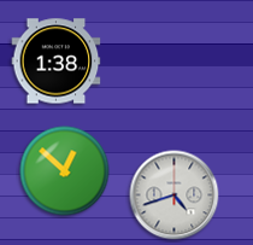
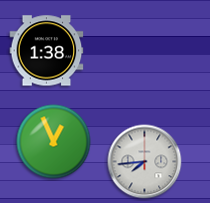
clock at (65, 171): 12:52 -> 12:56
clock at (175, 196): 4:42 -> 7:44
